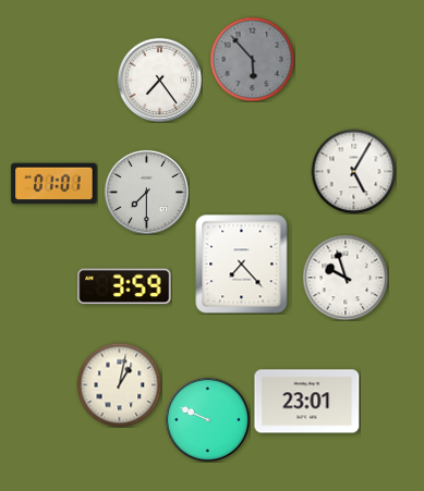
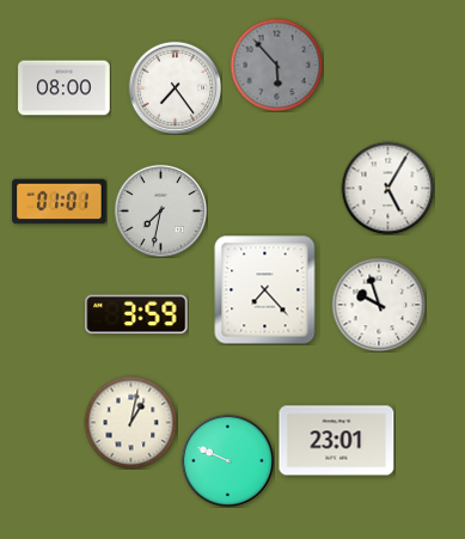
clock at (65, 88): none -> 08:00
clock at (146, 192): 7:30 -> 7:32
